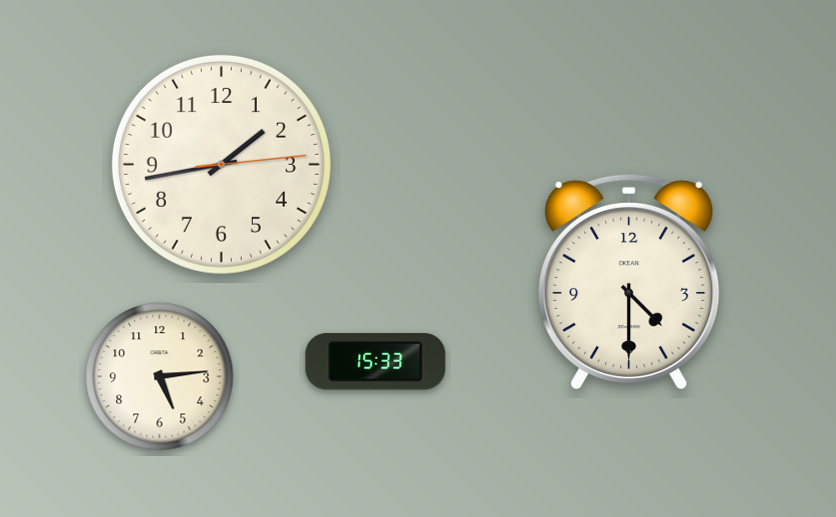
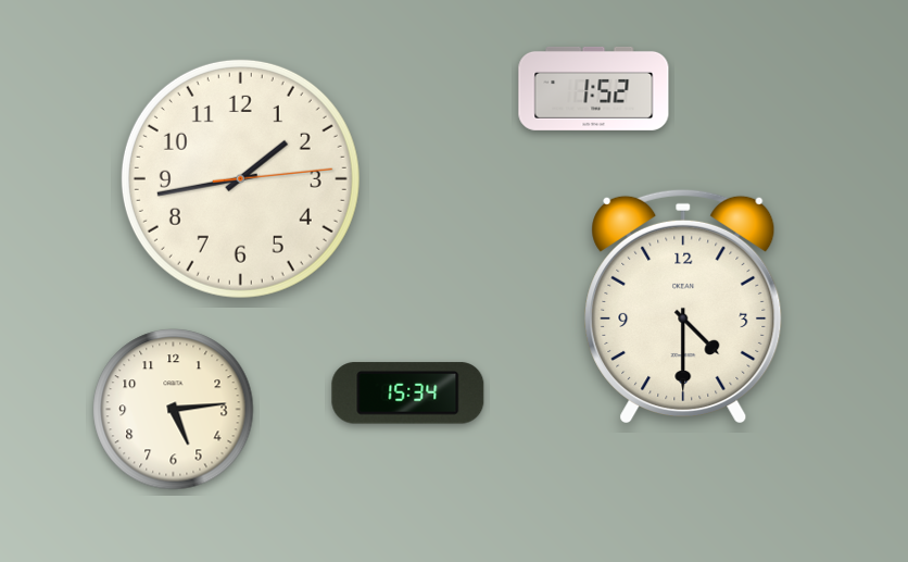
clock at (594, 88): none -> 1:52
clock at (376, 362): 15:33 -> 15:34
